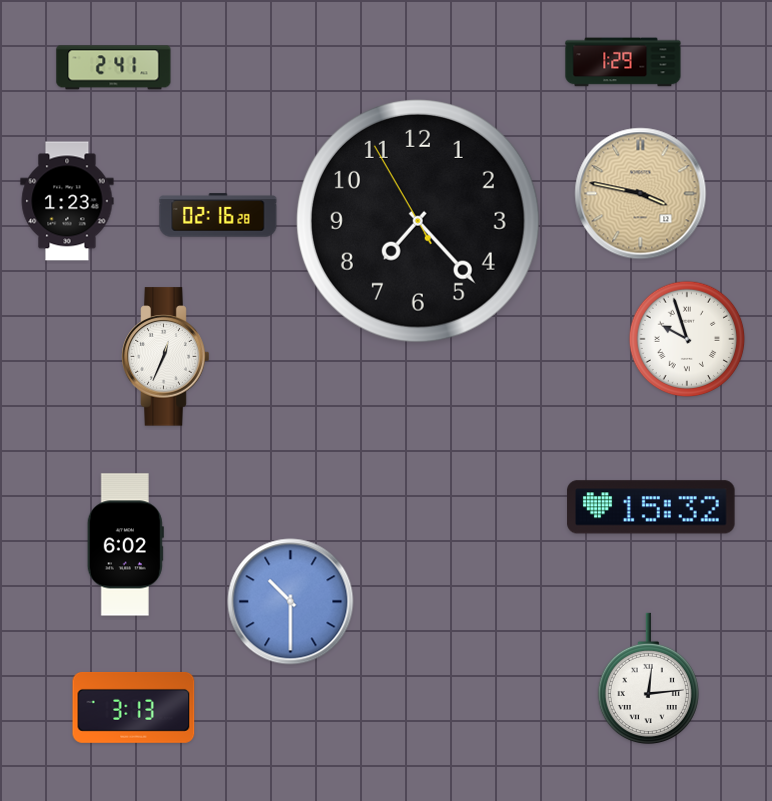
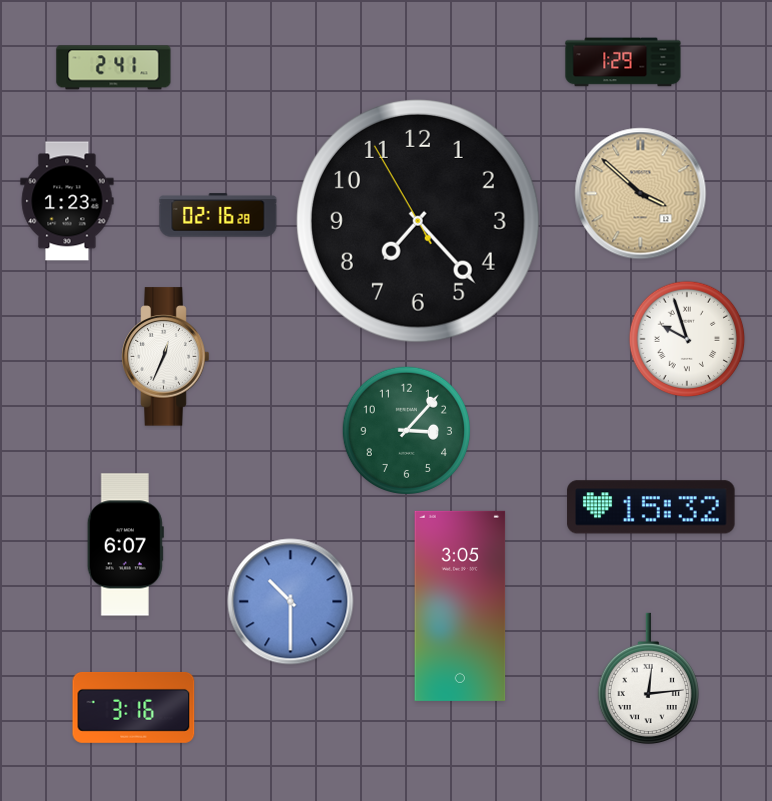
clock at (641, 194): 3:47 -> 3:52
clock at (406, 430): none -> 3:07
clock at (125, 545): 6:02 -> 6:07
clock at (460, 606): none -> 3:05
clock at (134, 707): 3:13 -> 3:16
